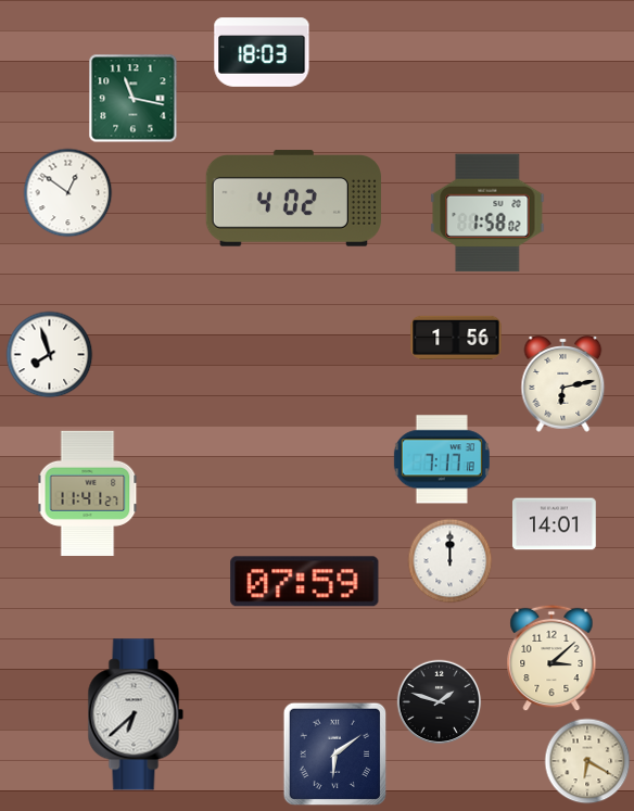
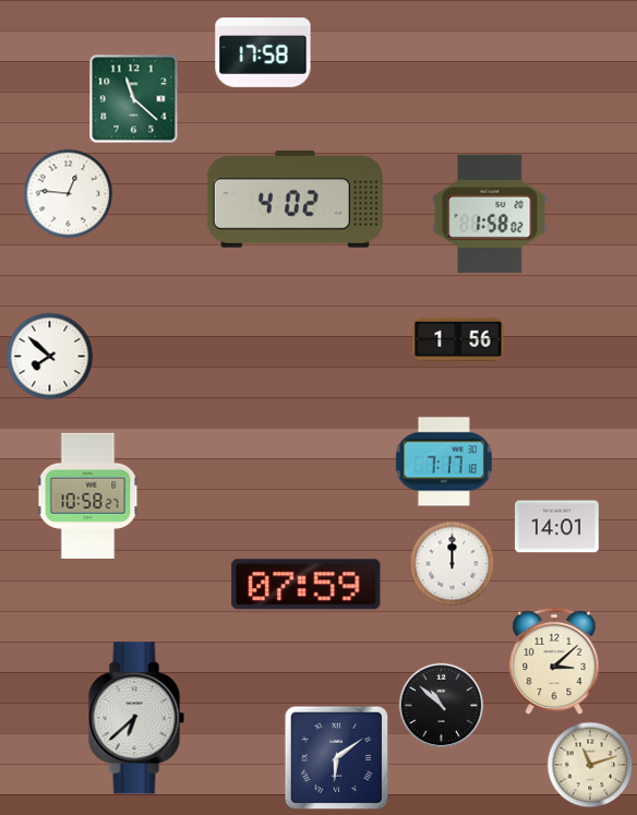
clock at (262, 52): 18:03 -> 17:58
clock at (132, 98): 11:17 -> 11:22
clock at (67, 192): 12:51 -> 12:46
clock at (49, 354): 7:57 -> 7:52
clock at (563, 384): 6:13 -> none
clock at (88, 493): 11:41 -> 10:58
clock at (439, 701): 1:48 -> 10:52
clock at (587, 761): 6:20 -> 11:12
